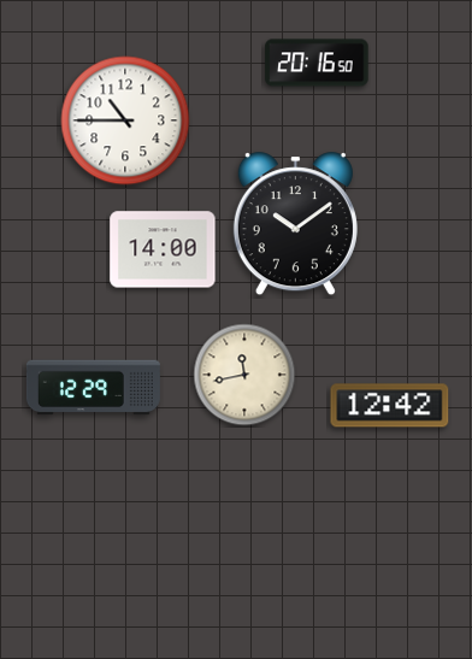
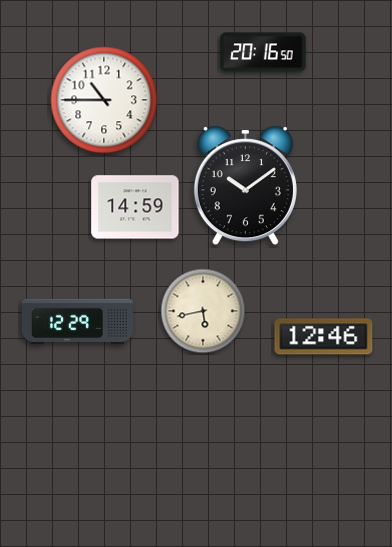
clock at (163, 249): 14:00 -> 14:59
clock at (244, 375): 11:43 -> 5:43
clock at (390, 406): 12:42 -> 12:46
